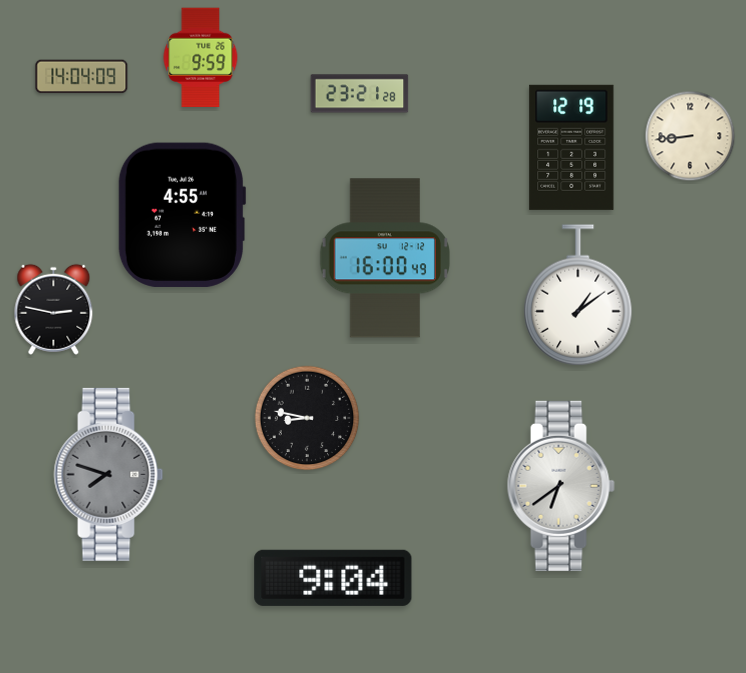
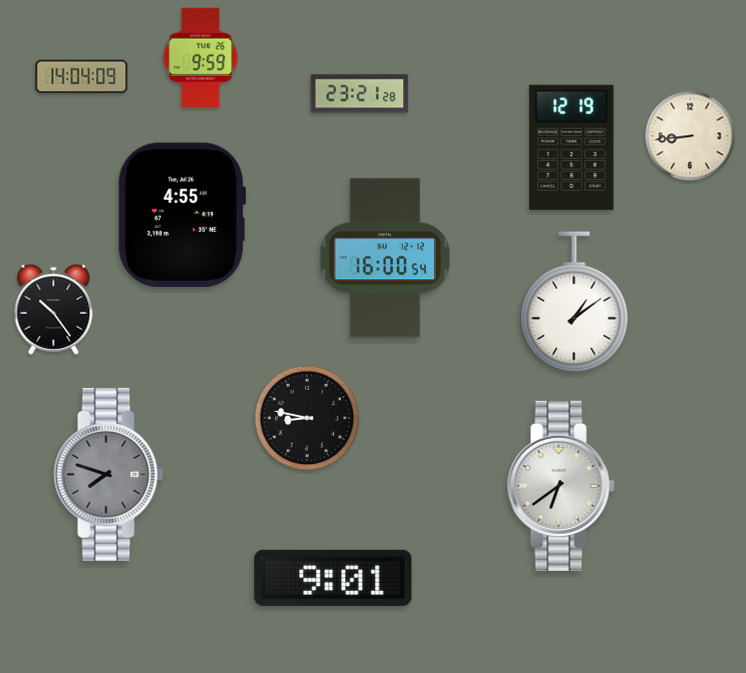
clock at (385, 258): 16:00:49 -> 16:00:54
clock at (578, 295) position: (578, 295) -> (574, 302)
clock at (54, 309): 2:47 -> 10:24
clock at (333, 578): 9:04 -> 9:01
